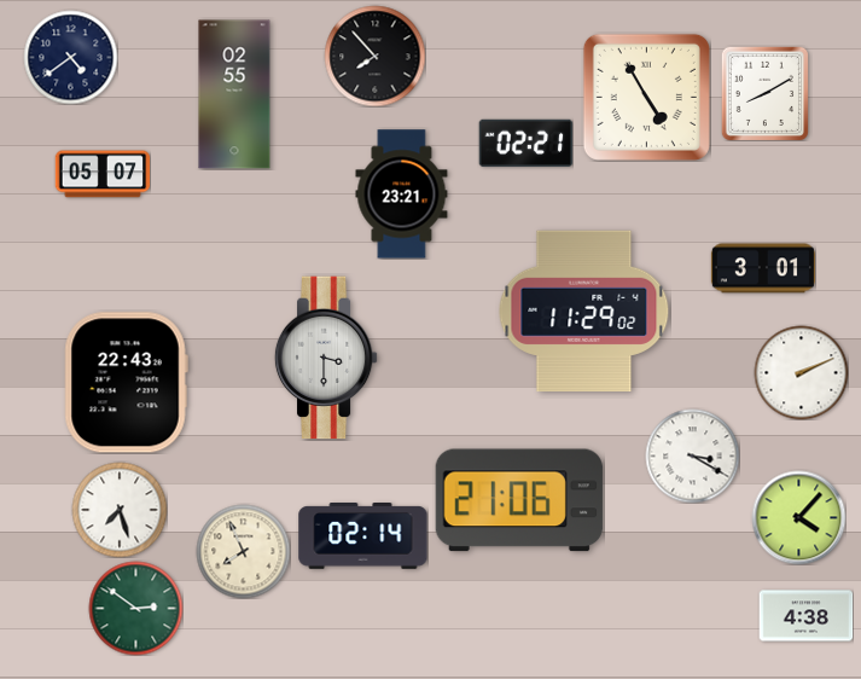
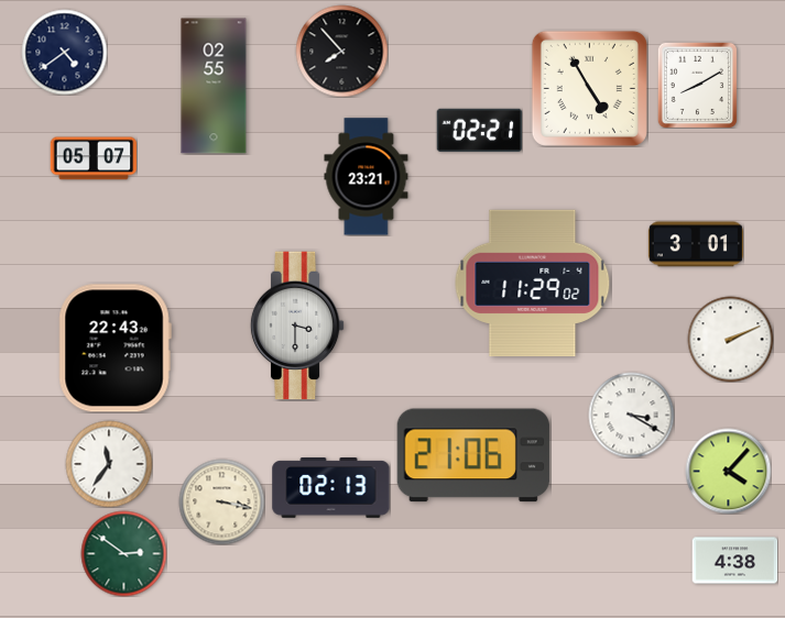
clock at (120, 510): 7:27 -> 11:36
clock at (363, 536): 02:14 -> 02:13
clock at (243, 551): 7:56 -> 3:17
